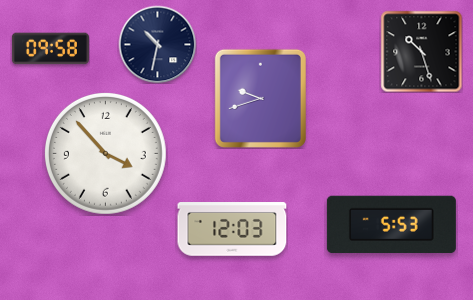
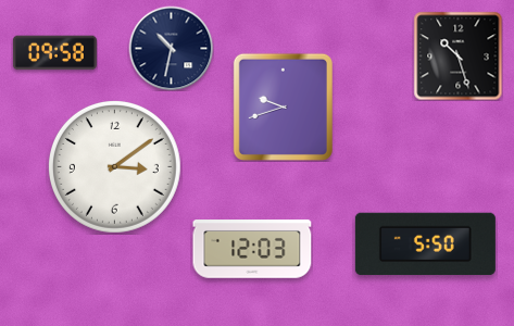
clock at (105, 153): 3:53 -> 3:09
clock at (391, 225): 5:53 -> 5:50
